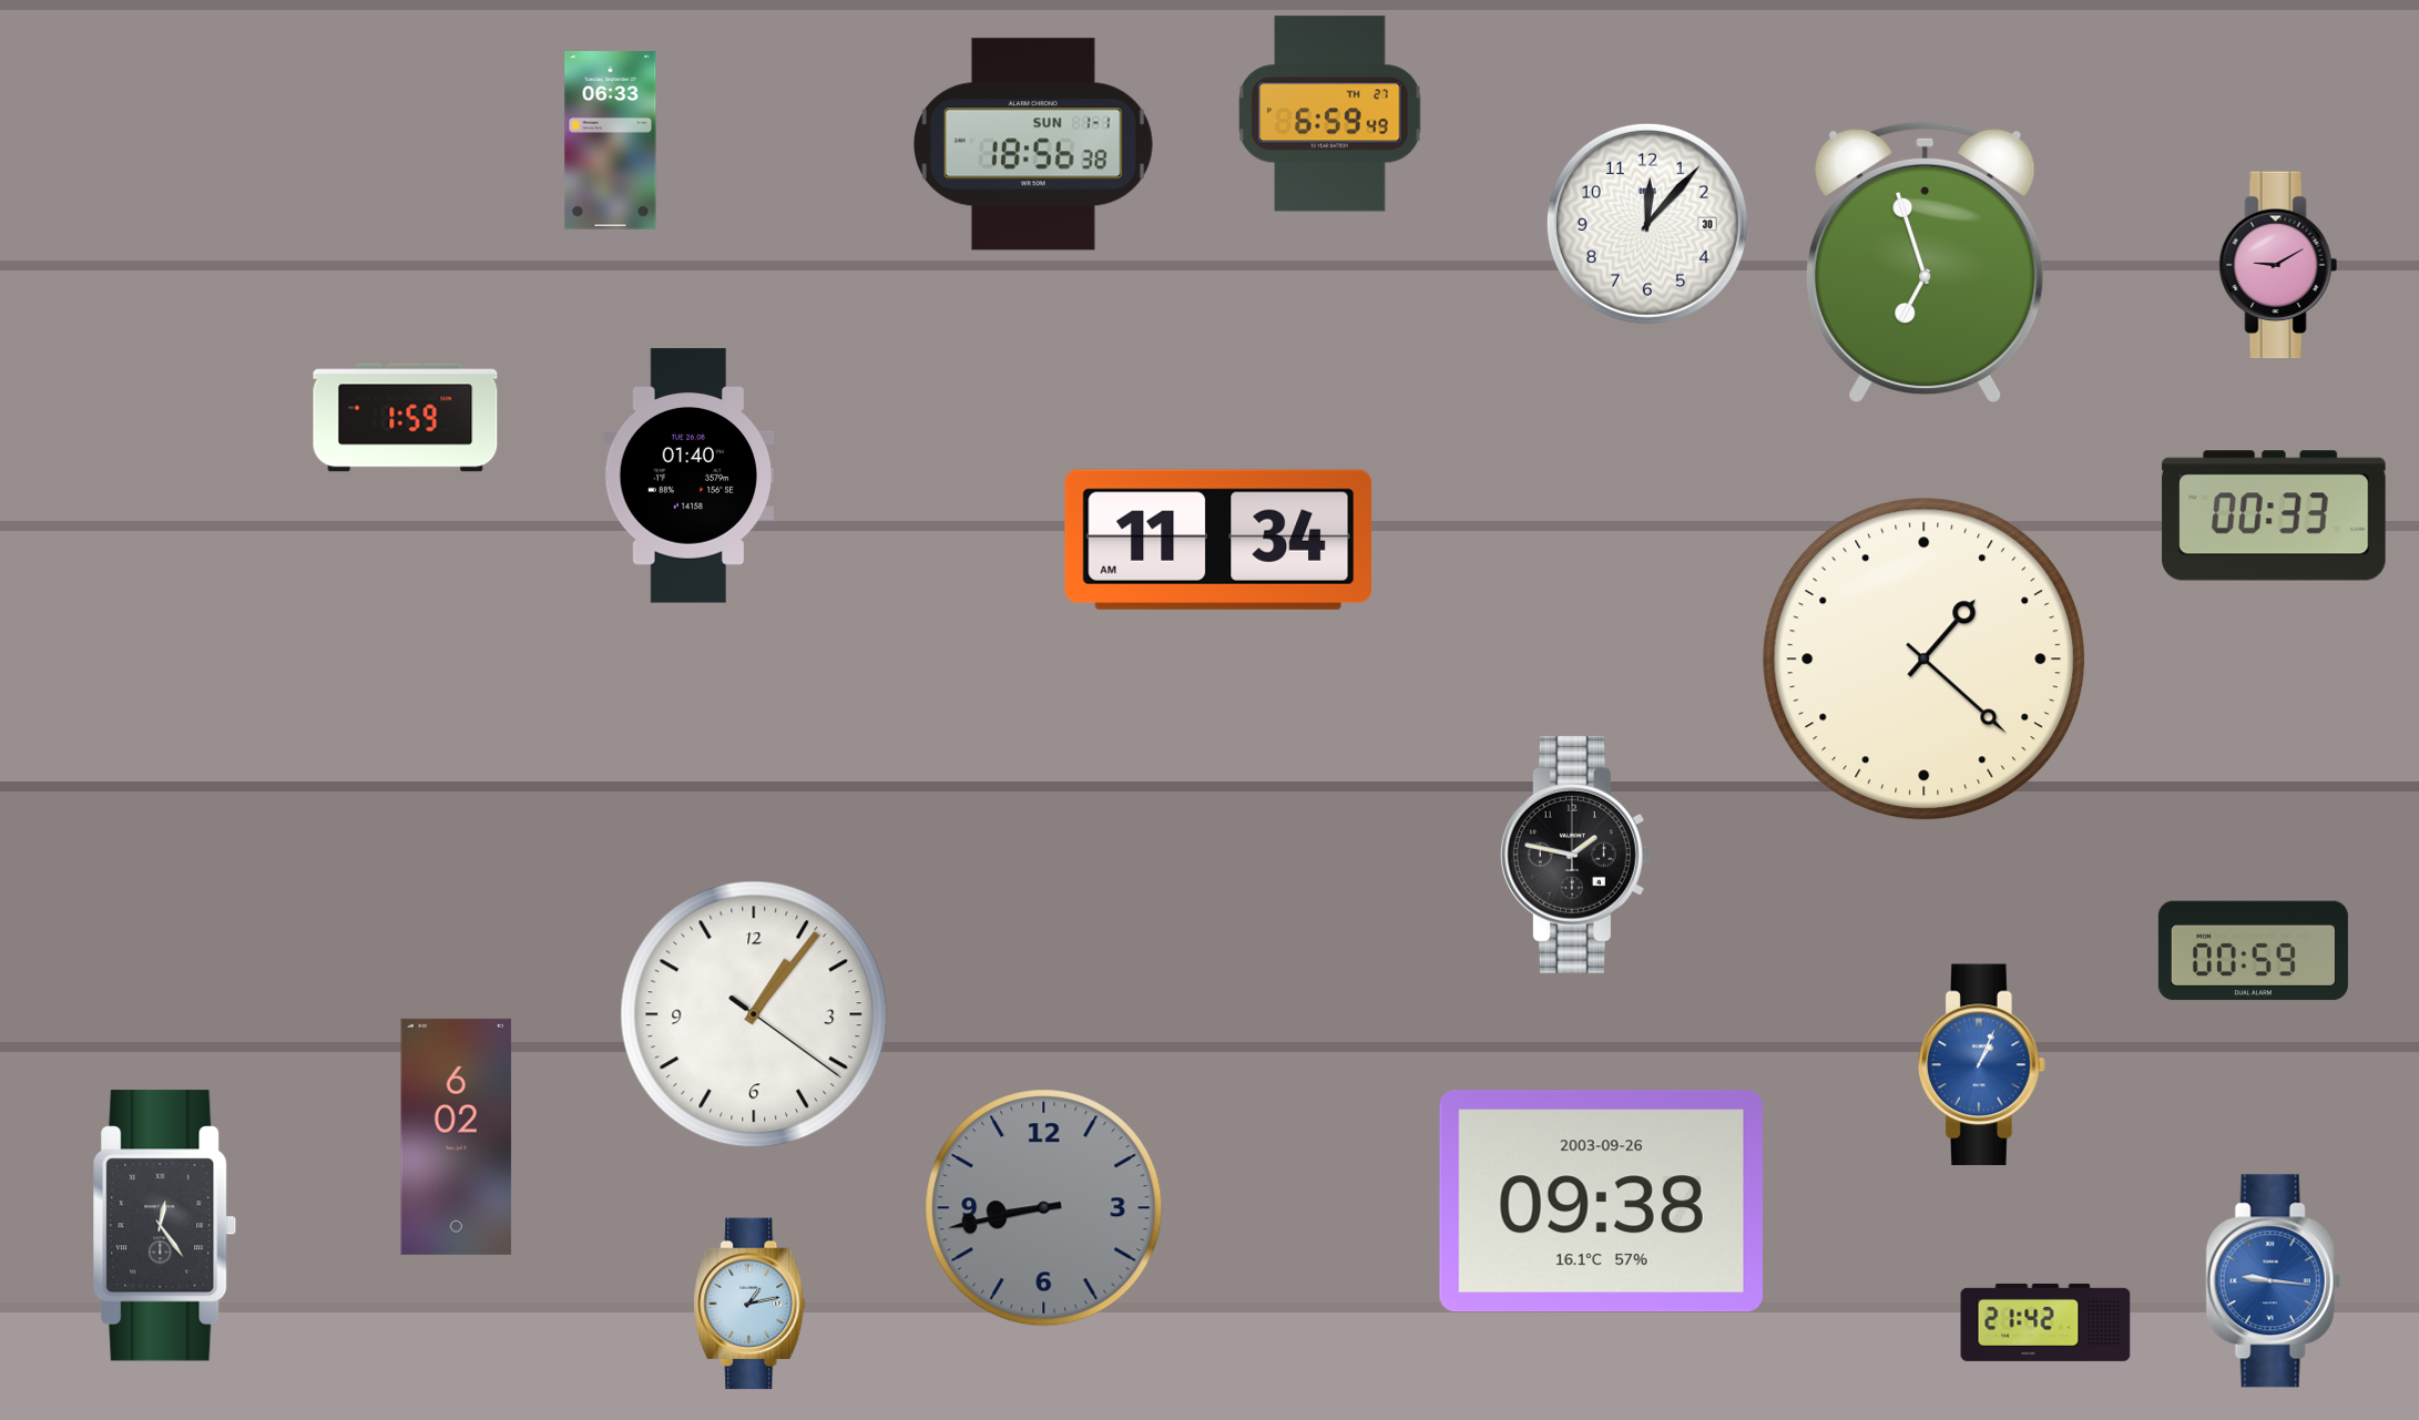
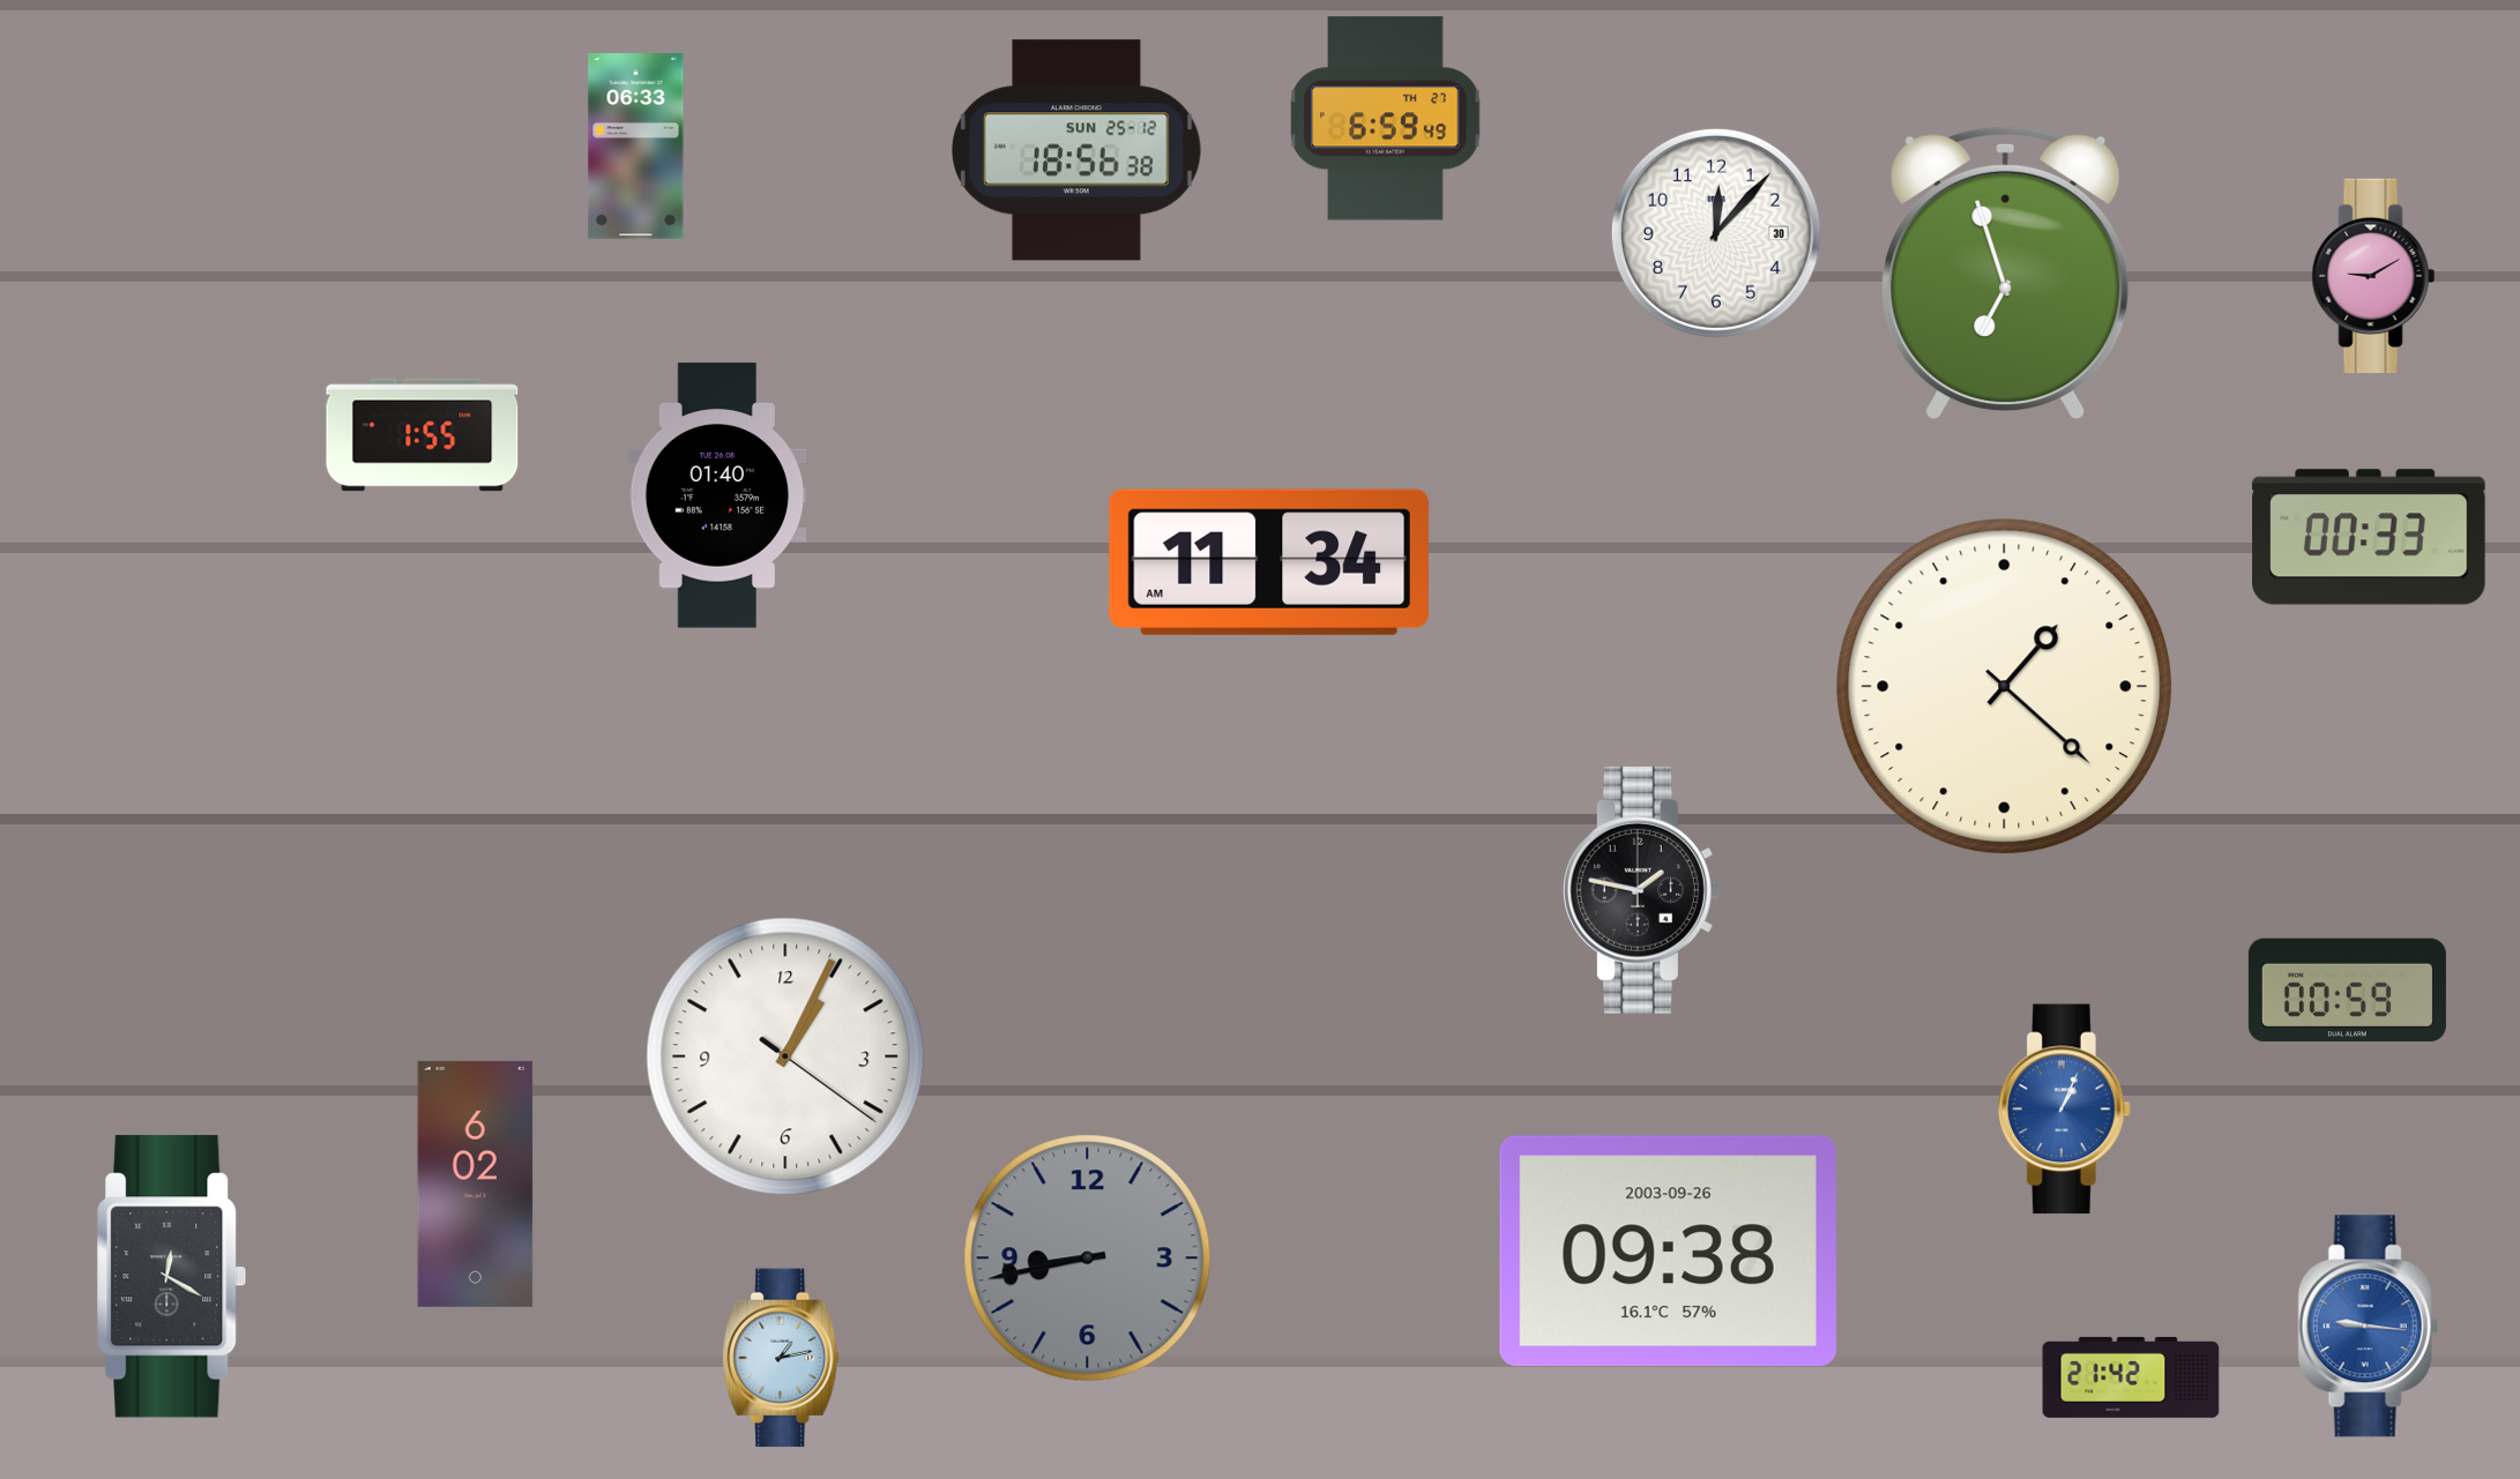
clock at (1034, 144) date: SUN 1-1 -> SUN 25-12
clock at (406, 418): 1:59 -> 1:55
clock at (754, 1014): 1:06 -> 1:04
clock at (165, 1226): 12:24 -> 12:20
clock at (2273, 1281) position: (2273, 1281) -> (2368, 1327)
